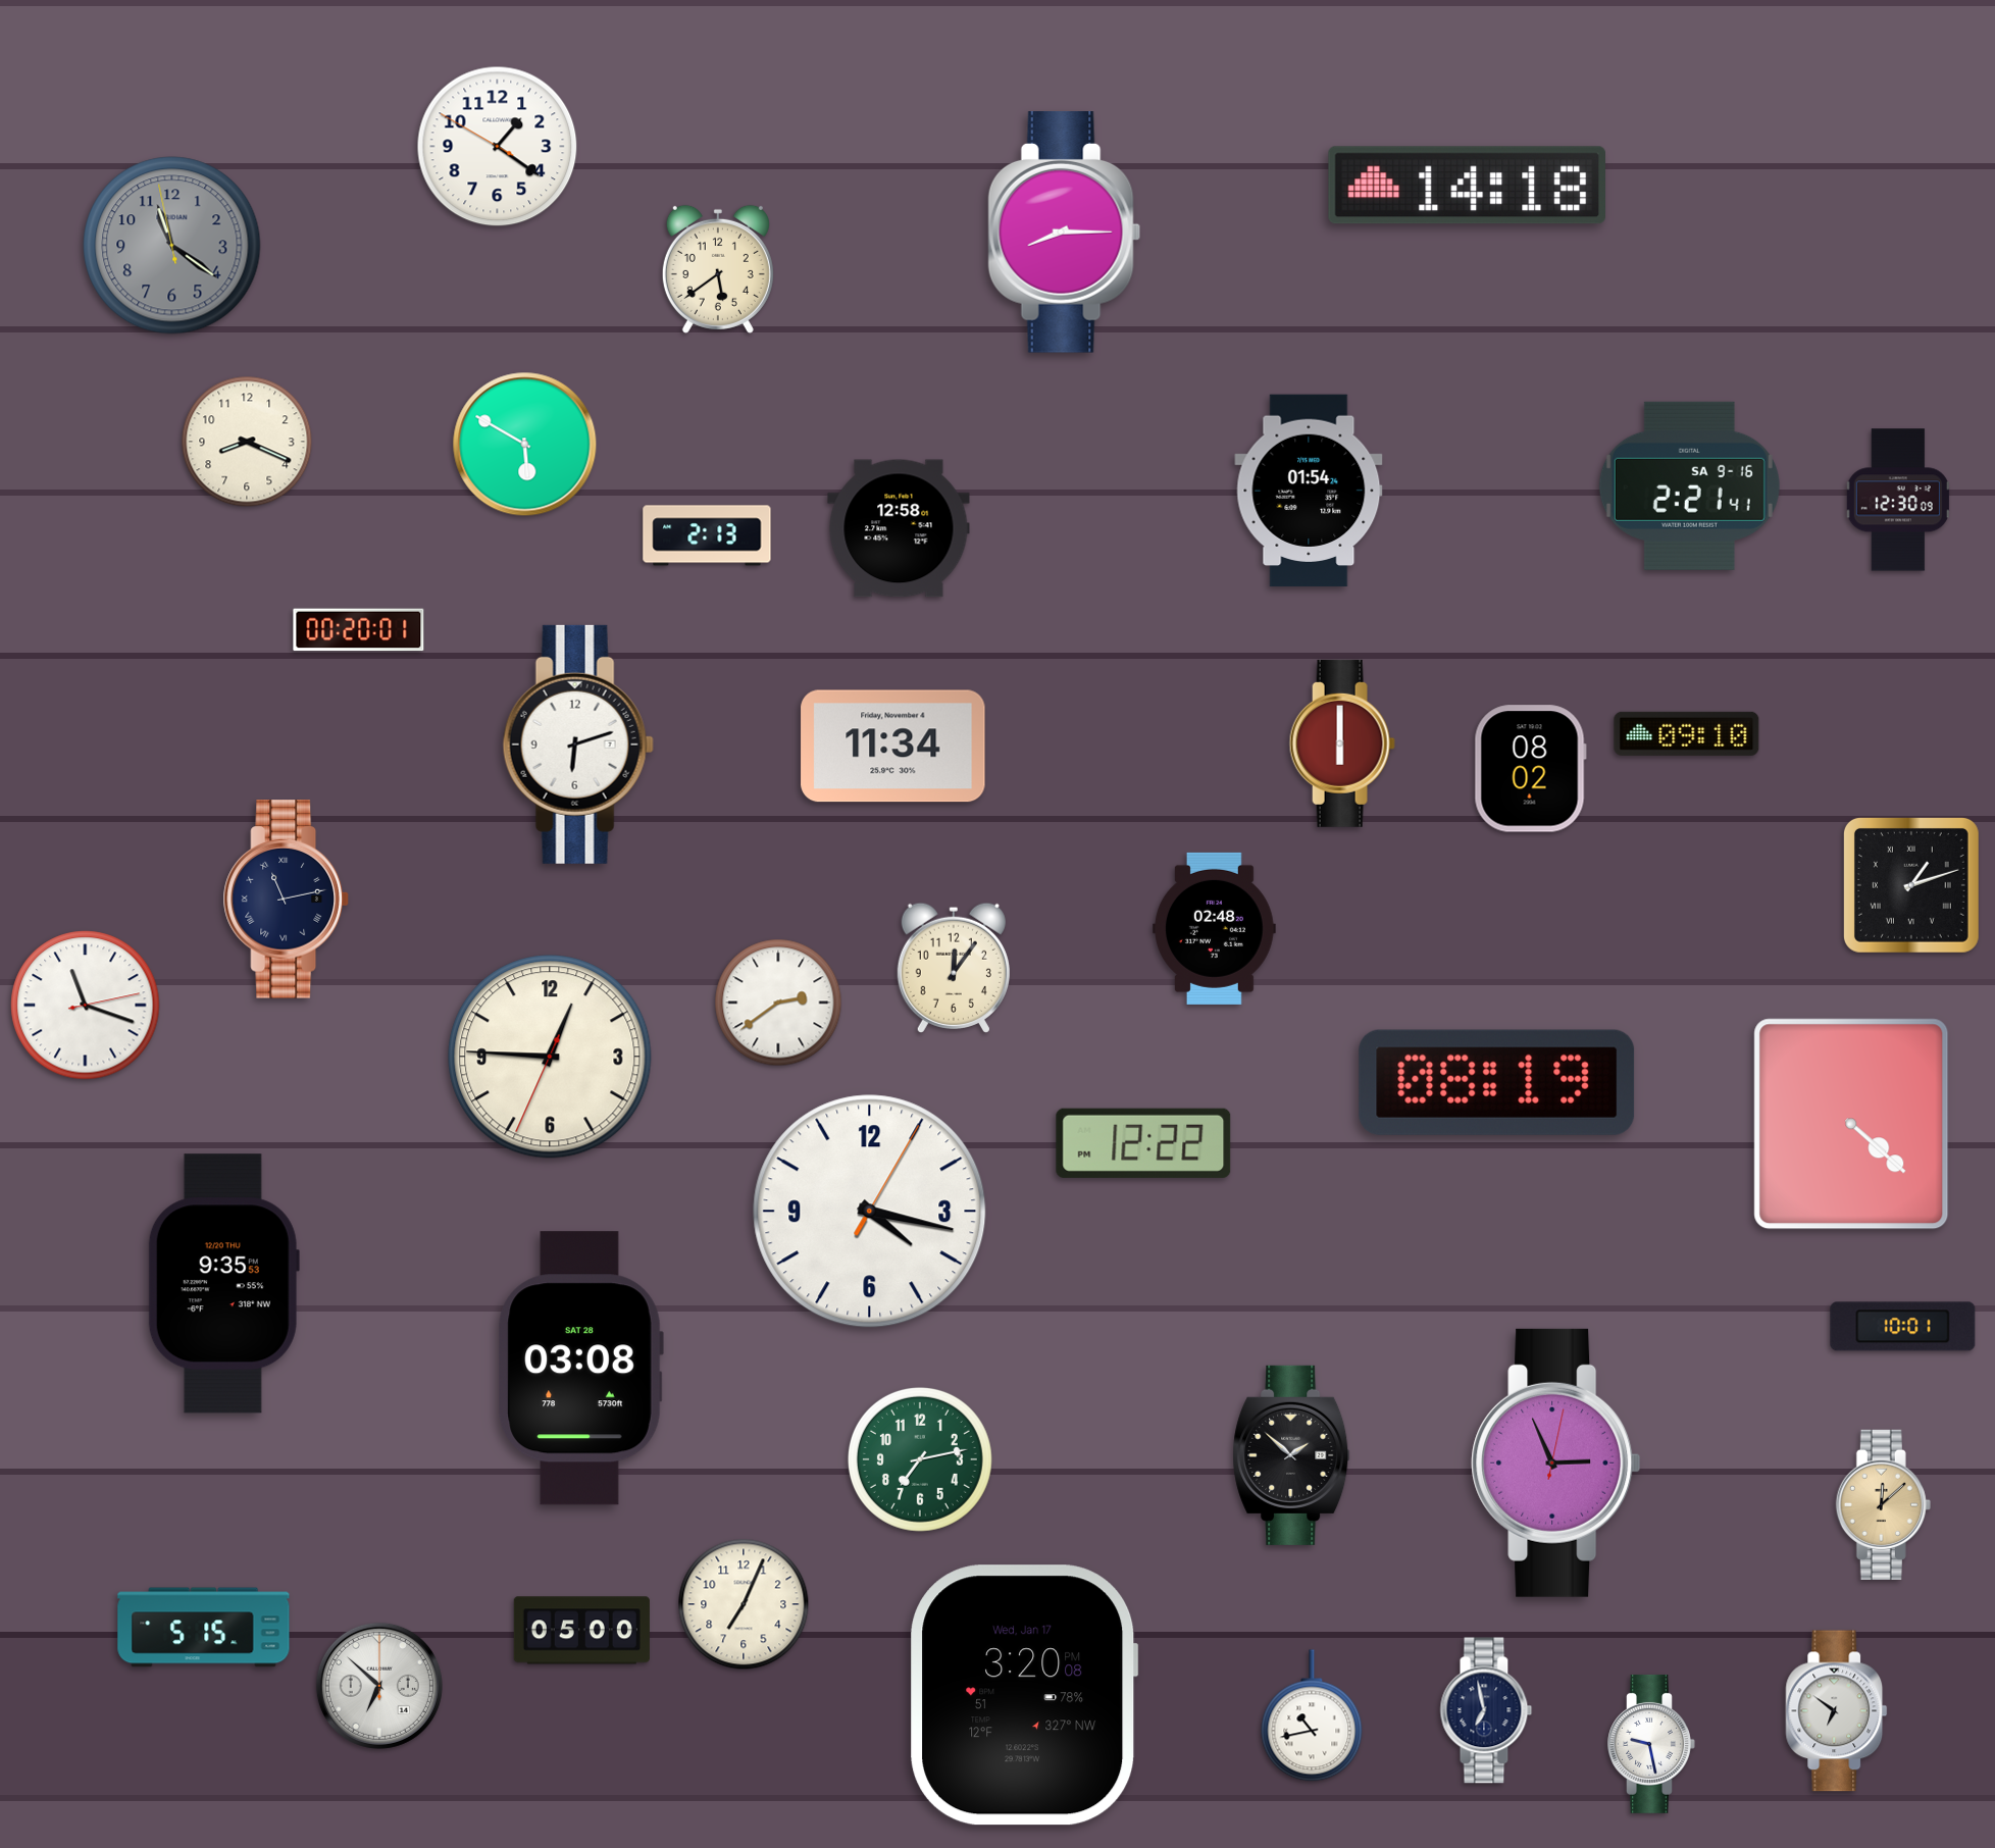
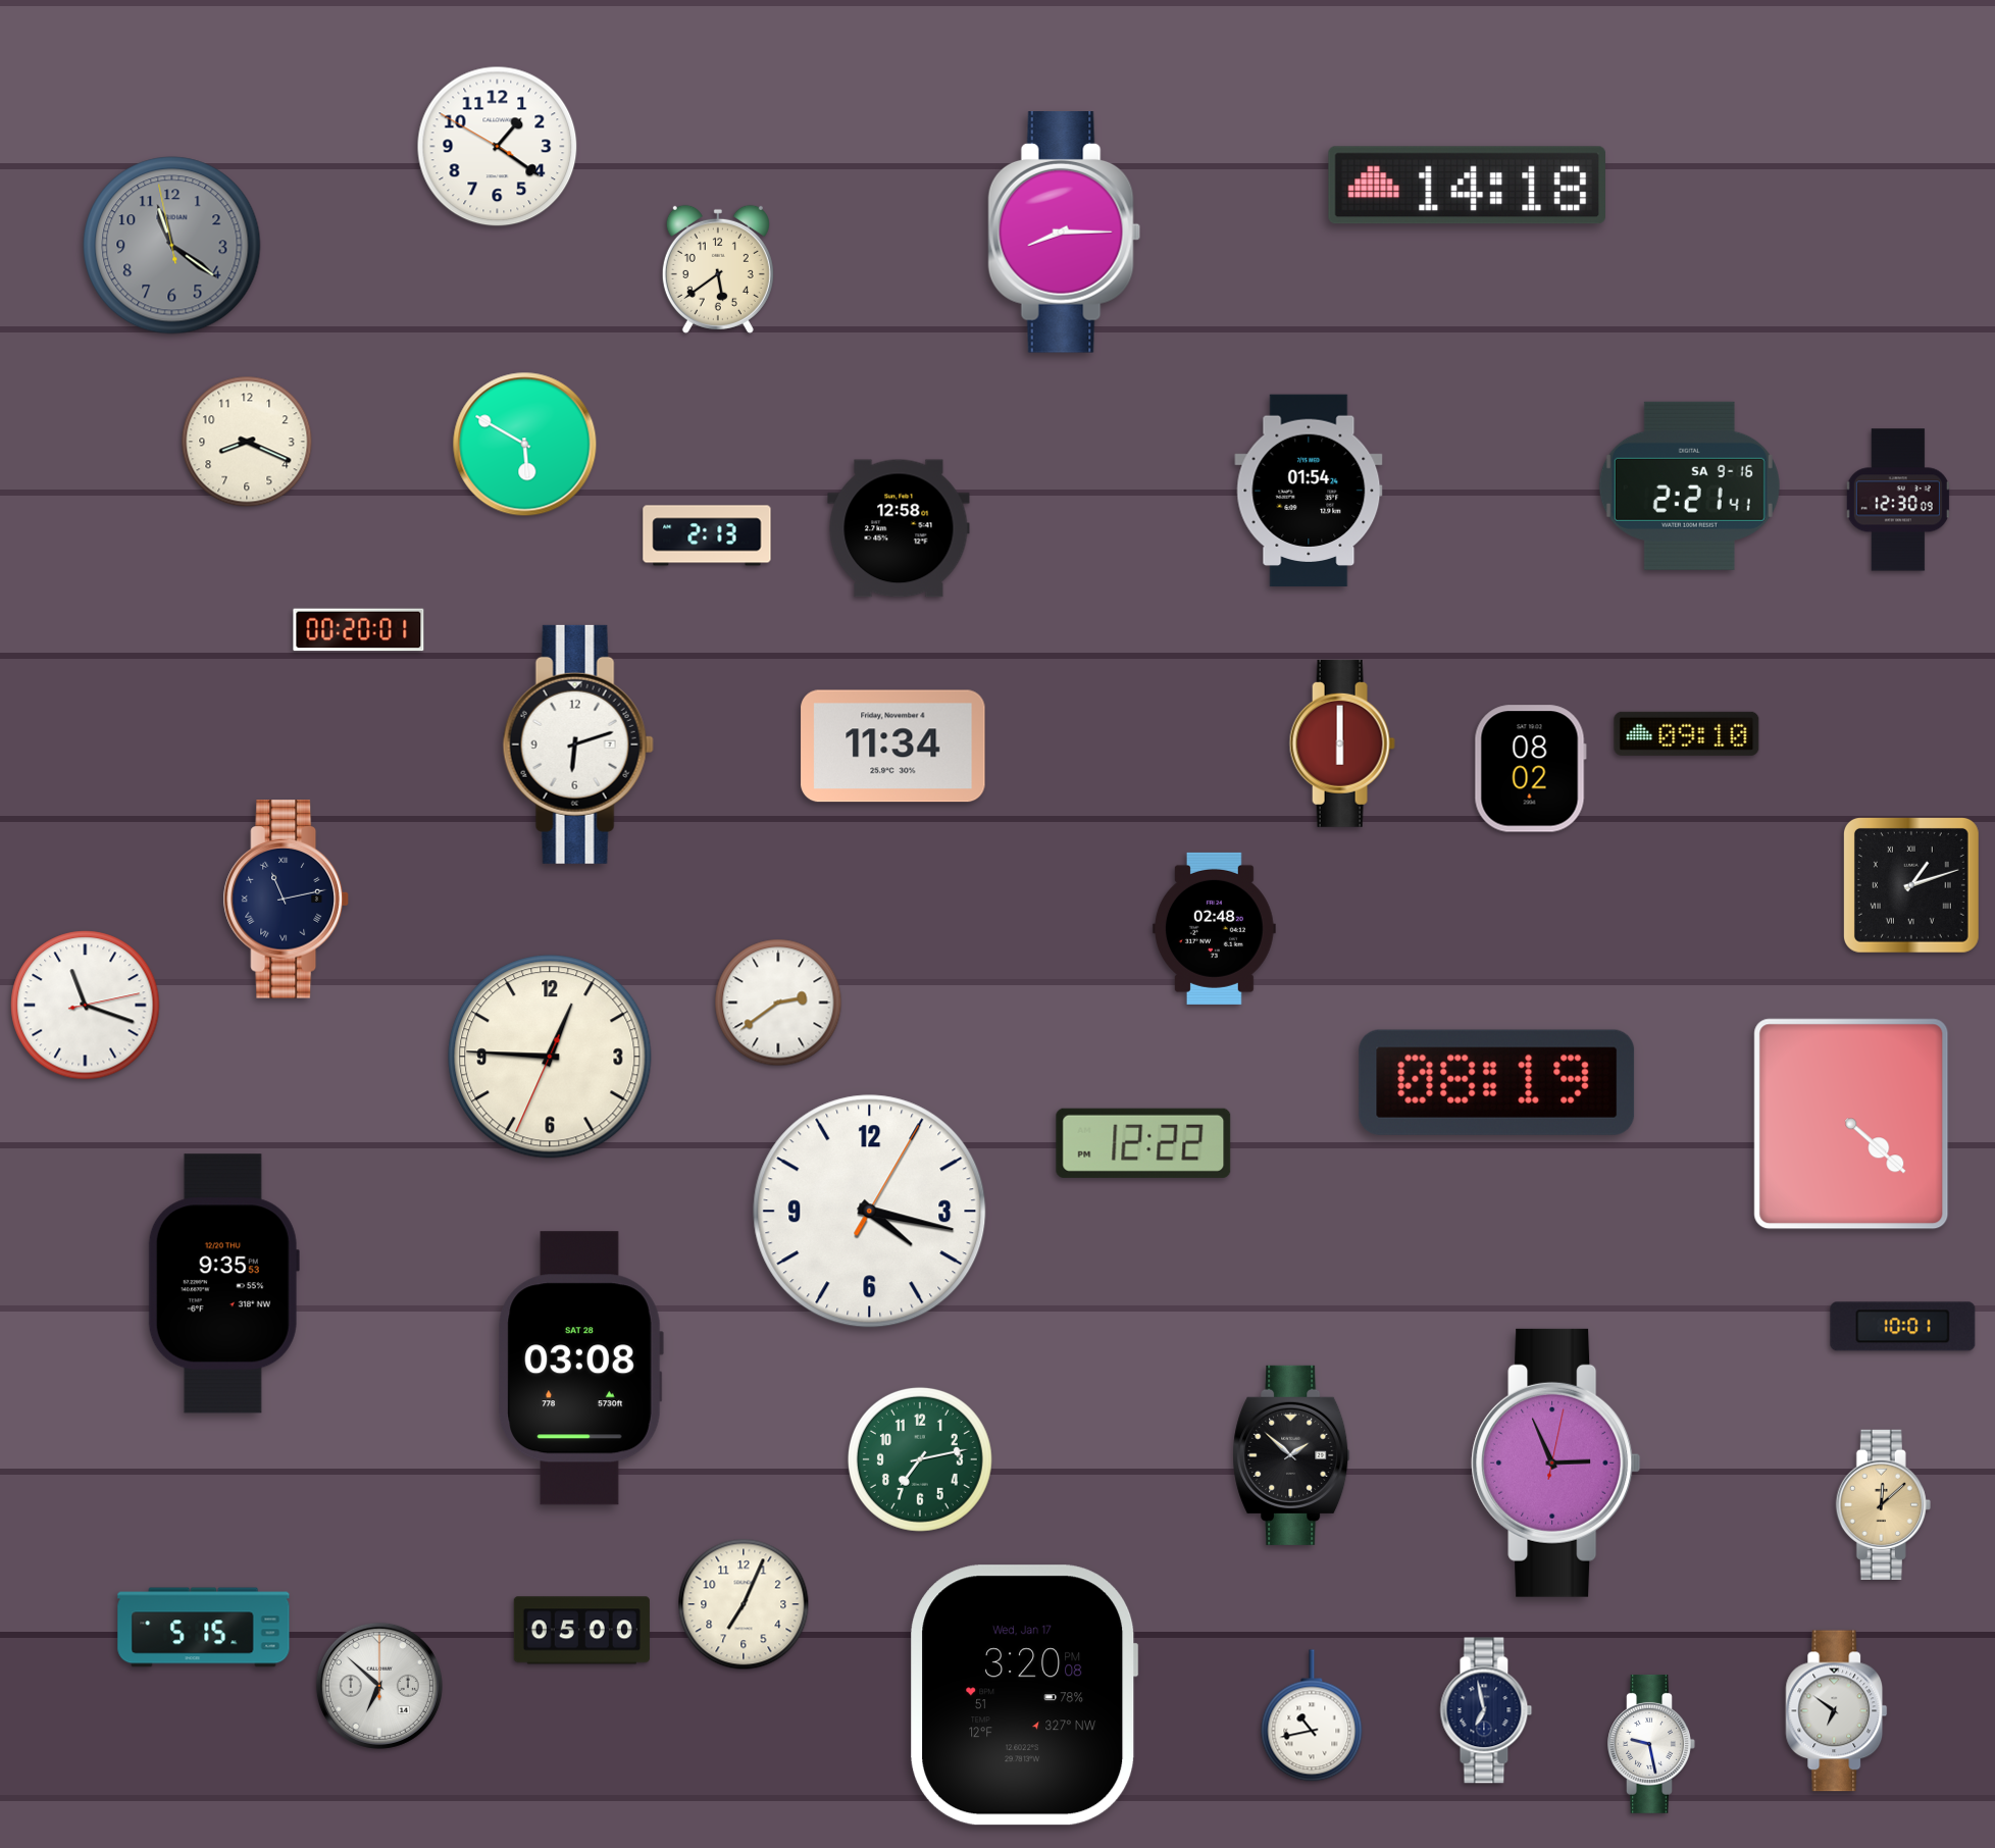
clock at (954, 968): 12:06 -> none
